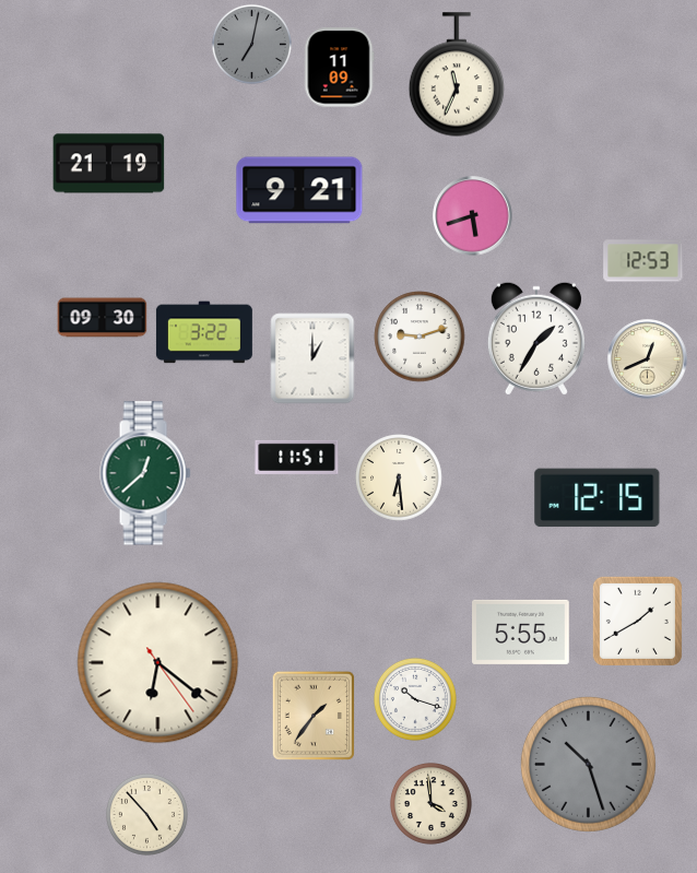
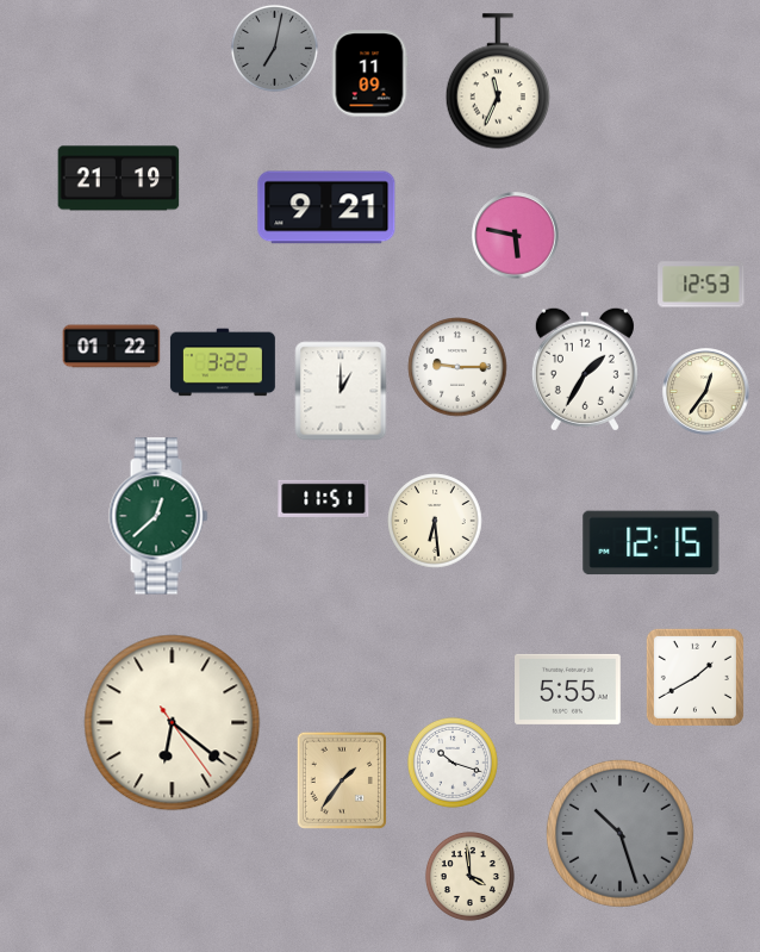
clock at (473, 216): 5:42 -> 5:47
clock at (103, 318): 09:30 -> 01:22
clock at (420, 337): 9:12 -> 9:15
clock at (648, 359): 12:41 -> 12:36
clock at (588, 764) position: (588, 764) -> (619, 833)
clock at (146, 814): 4:53 -> none
